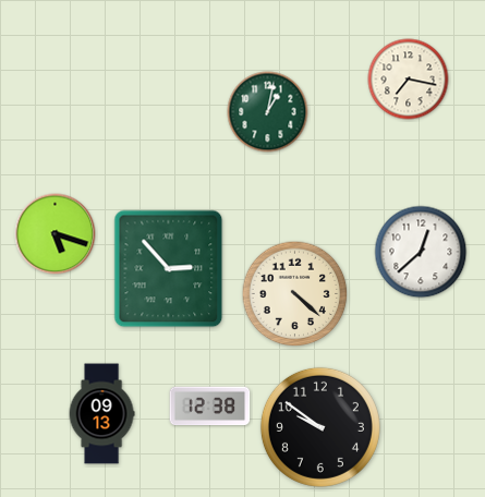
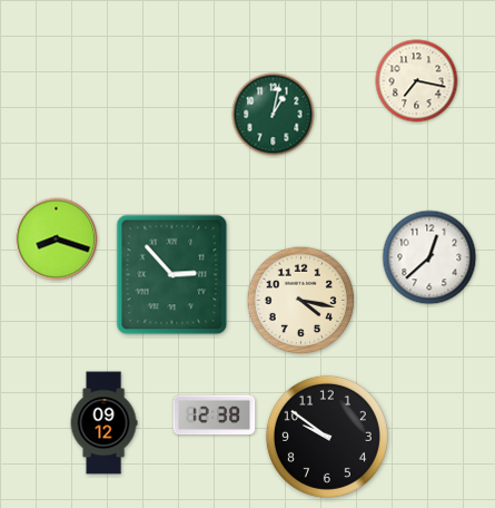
clock at (56, 234): 5:18 -> 8:18
clock at (295, 294): 4:22 -> 4:17
clock at (101, 414): 09:13 -> 09:12
